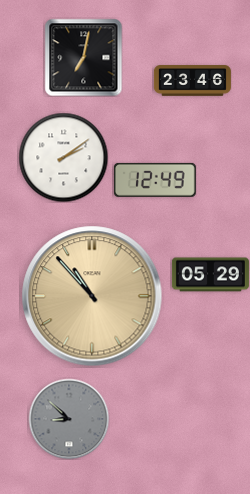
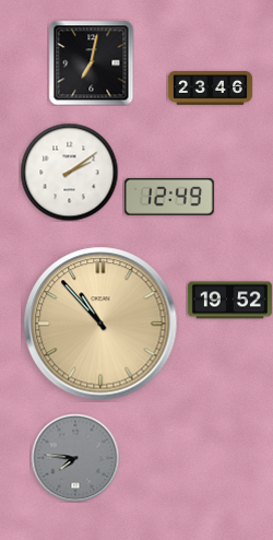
clock at (210, 275): 05:29 -> 19:52
clock at (69, 419): 8:52 -> 7:46
